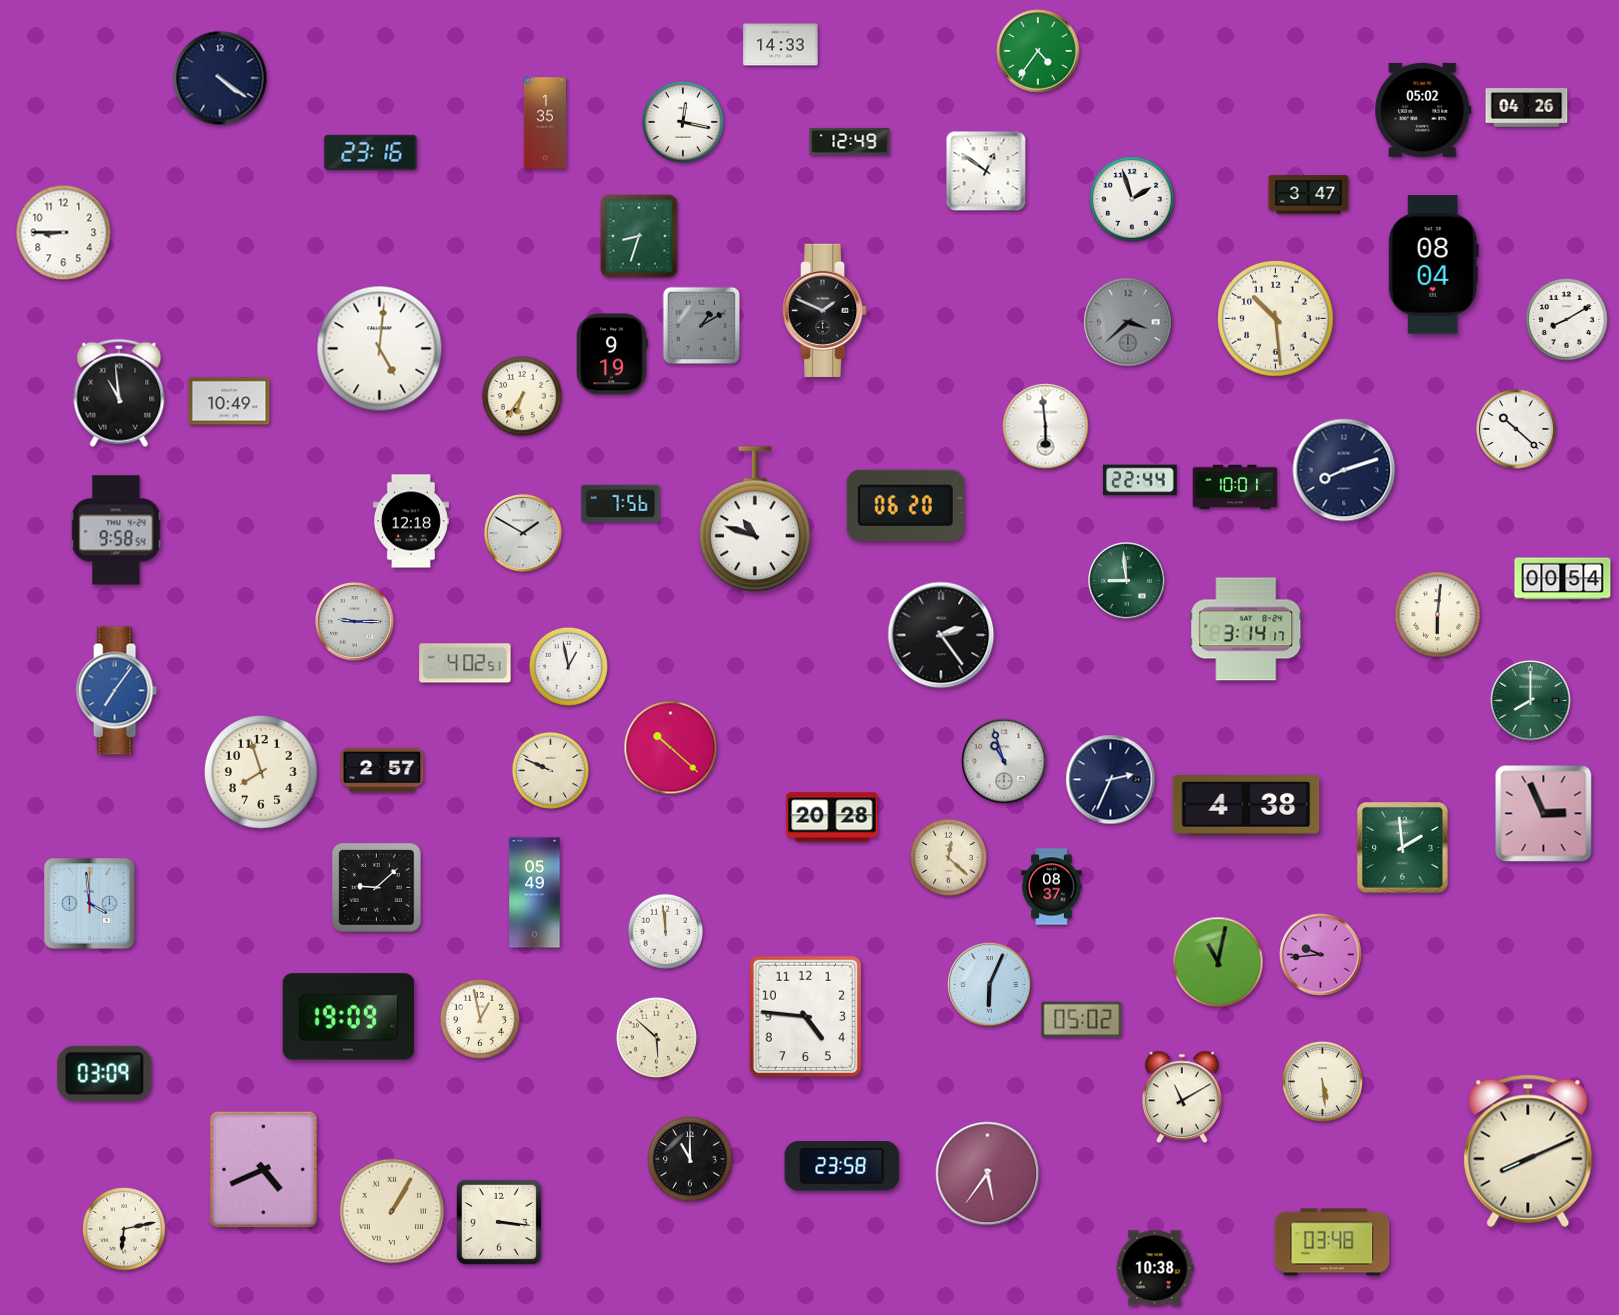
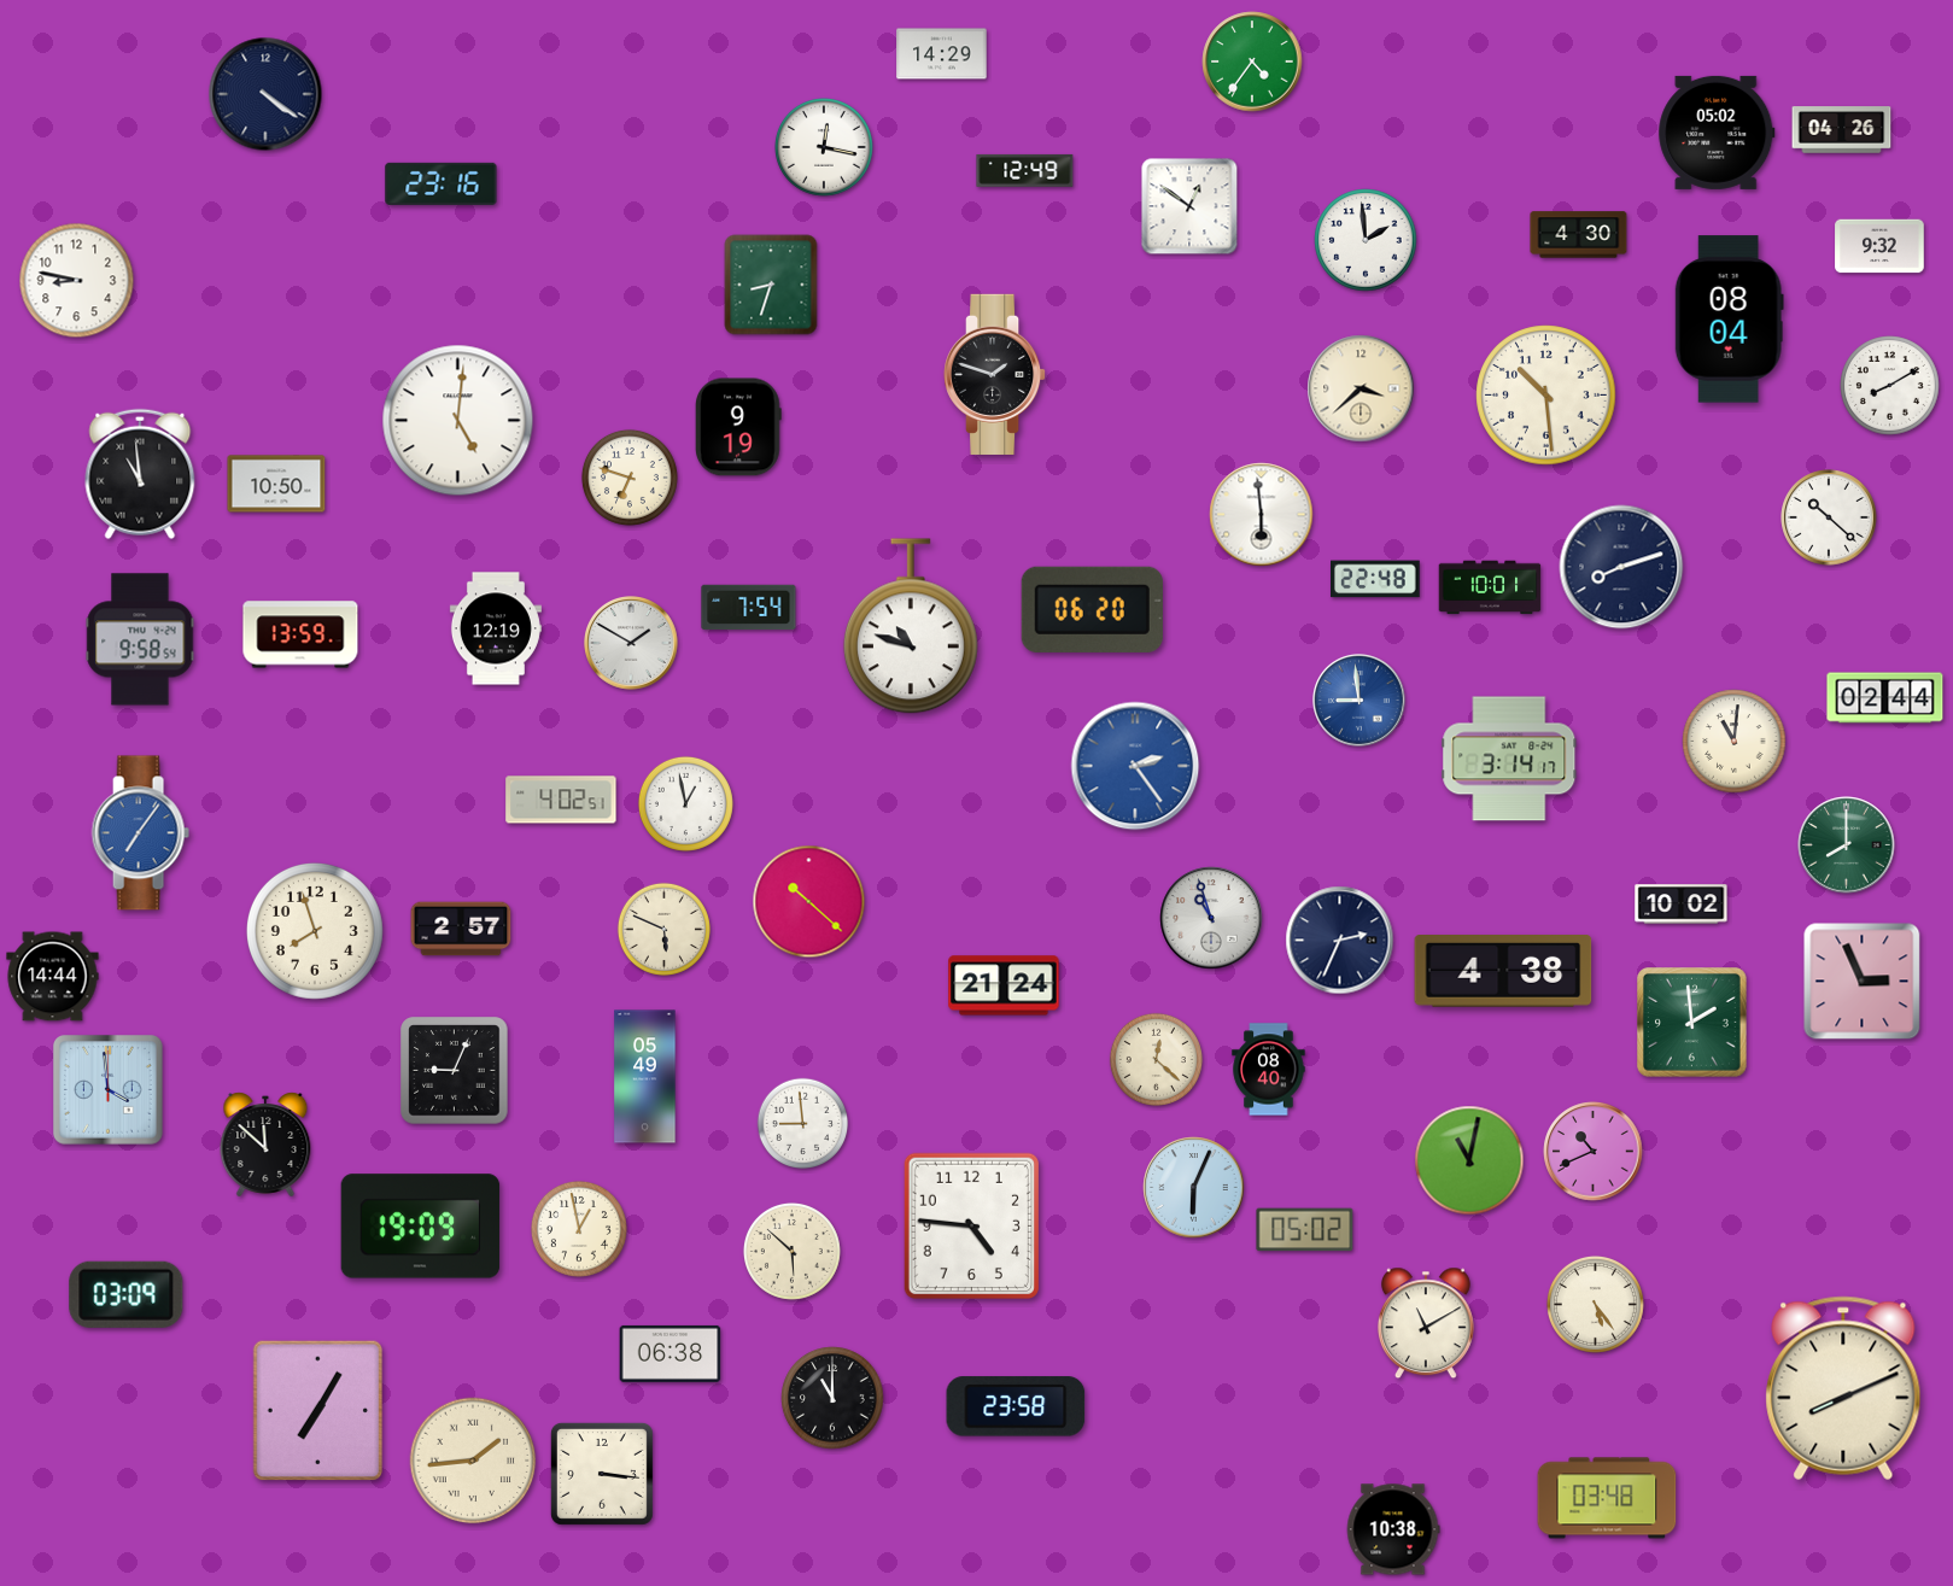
clock at (781, 45): 14:33 -> 14:29
clock at (545, 123): 1:35 -> none
clock at (371, 152) position: (371, 152) -> (442, 183)
clock at (1309, 195): 3:47 -> 4:30
clock at (1132, 199): 1:57 -> 1:59
clock at (1879, 246): none -> 9:32
clock at (64, 233): 8:45 -> 8:47
clock at (826, 310): 1:49 -> 1:48
clock at (1276, 319) position: (1276, 319) -> (1546, 396)
clock at (1128, 322) dial: grey -> cream
clock at (701, 325): 1:10 -> none
clock at (119, 393) position: (119, 393) -> (140, 474)
clock at (522, 396): 6:36 -> 6:48
clock at (229, 401): 10:49 -> 10:50
clock at (1140, 480): 22:44 -> 22:48
clock at (621, 504): 7:56 -> 7:54
clock at (411, 521): 12:18 -> 12:19
clock at (300, 634): none -> 13:59
clock at (1563, 579): 00:54 -> 02:44
clock at (1127, 581) dial: green -> blue
clock at (1438, 615): 6:01 -> 11:01
clock at (355, 622): 9:15 -> none
clock at (1246, 629) position: (1246, 629) -> (1509, 759)
clock at (941, 635) dial: black -> blue
clock at (1682, 905): none -> 10:02
clock at (550, 770): 9:49 -> 5:49
clock at (53, 977): none -> 14:44
clock at (832, 817): 20:28 -> 21:24
clock at (948, 857) position: (948, 857) -> (1156, 1059)
clock at (1052, 887): 08:37 -> 08:40
clock at (377, 888): 9:08 -> 9:04
clock at (666, 932): 11:59 -> 8:59
clock at (265, 1145): none -> 11:52
clock at (1321, 955): 9:44 -> 10:41
clock at (1322, 1081): 5:29 -> 5:24
clock at (671, 1353): none -> 06:38
clock at (264, 1170): 4:41 -> 7:05
clock at (988, 1174): 5:36 -> none
clock at (392, 1211): 1:05 -> 1:44
clock at (124, 1229): 6:13 -> none
